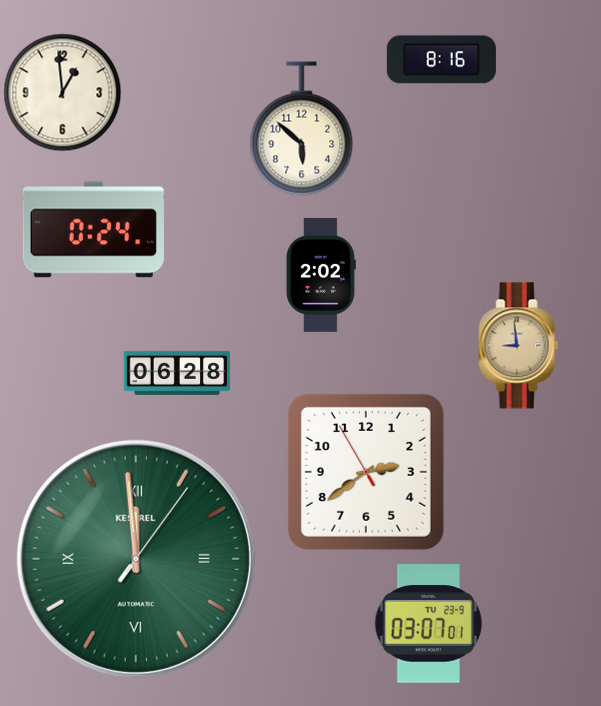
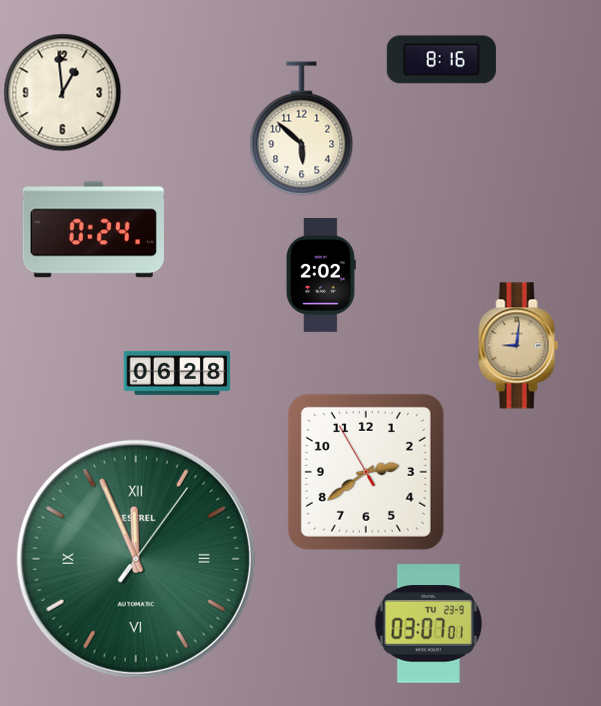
clock at (519, 346): 8:59 -> 9:01
clock at (136, 559): 11:59 -> 11:56
